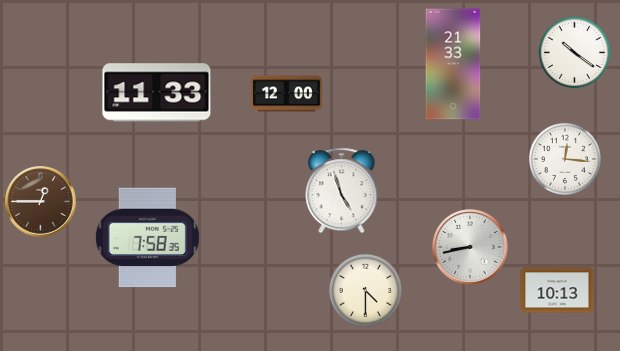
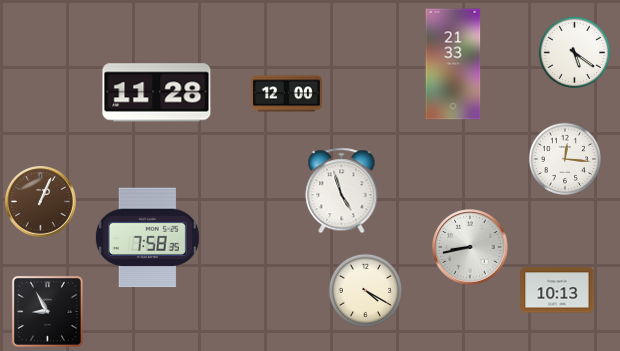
clock at (575, 53): 10:21 -> 5:21
clock at (157, 93): 11:33 -> 11:28
clock at (41, 202): 12:45 -> 1:04
clock at (365, 290): 4:30 -> 4:20
clock at (47, 311): none -> 8:55
